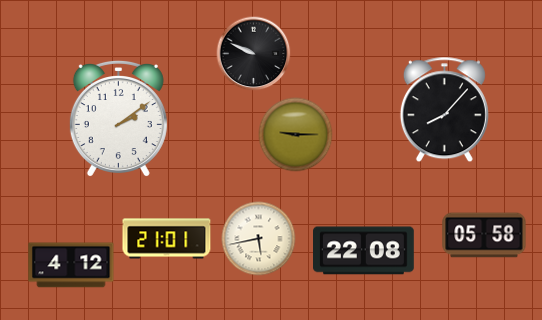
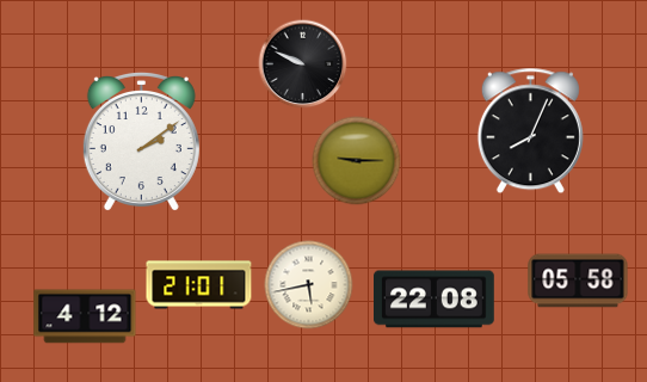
clock at (444, 110): 8:07 -> 8:04
clock at (296, 135) position: (296, 135) -> (357, 161)
